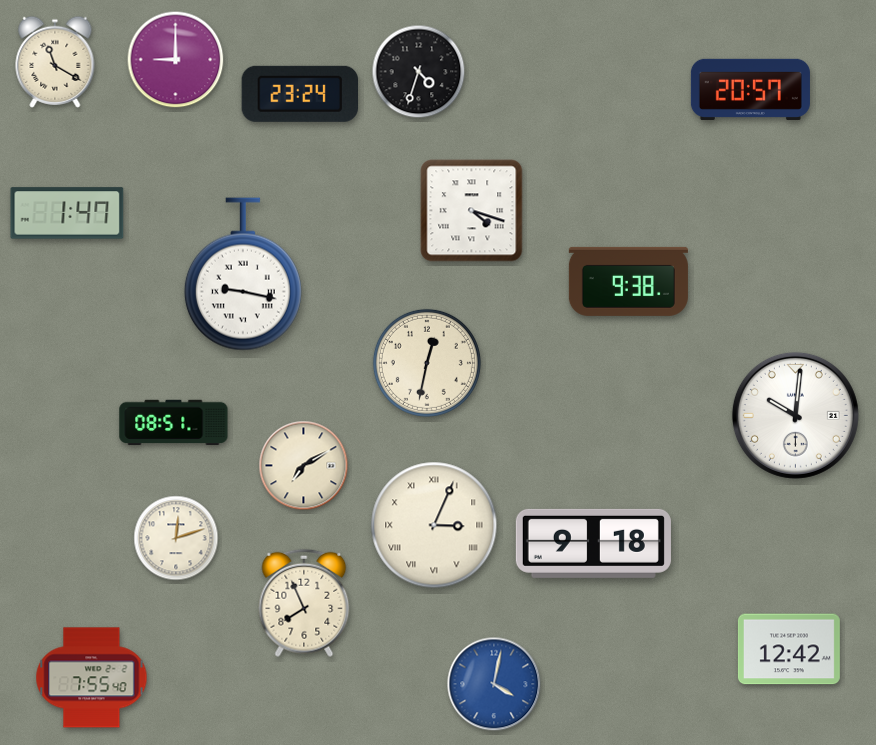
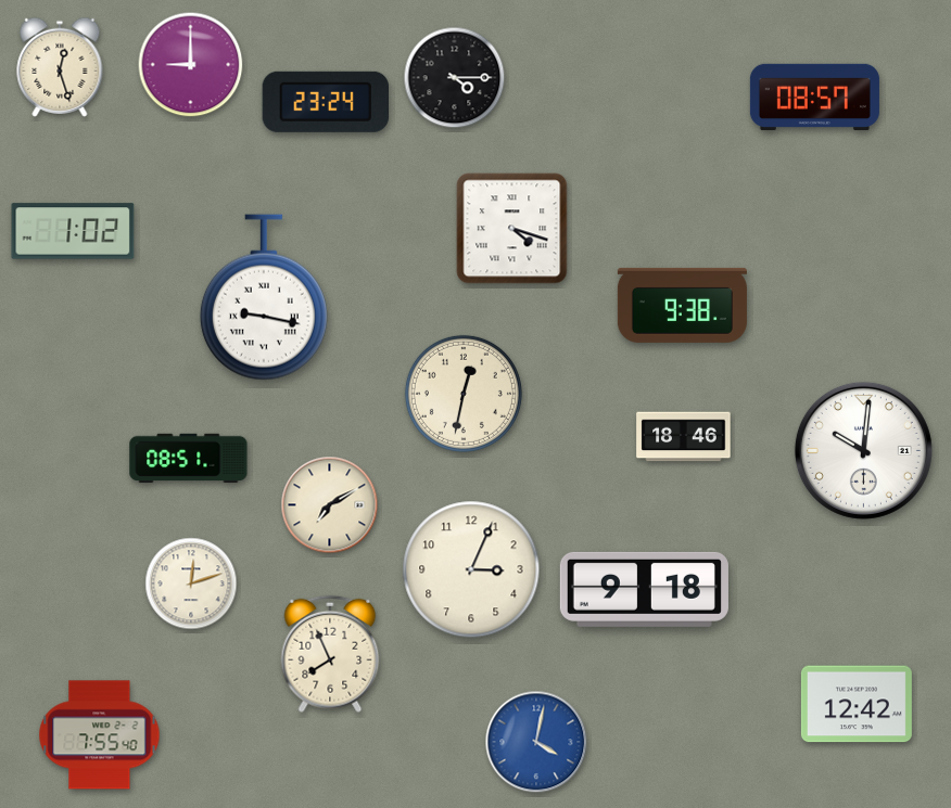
clock at (55, 62): 11:20 -> 12:27
clock at (419, 72): 4:33 -> 4:15
clock at (750, 89): 20:57 -> 08:57
clock at (67, 213): 1:47 -> 1:02
clock at (684, 437): none -> 18:46
clock at (434, 525) numerals: Roman -> Arabic
